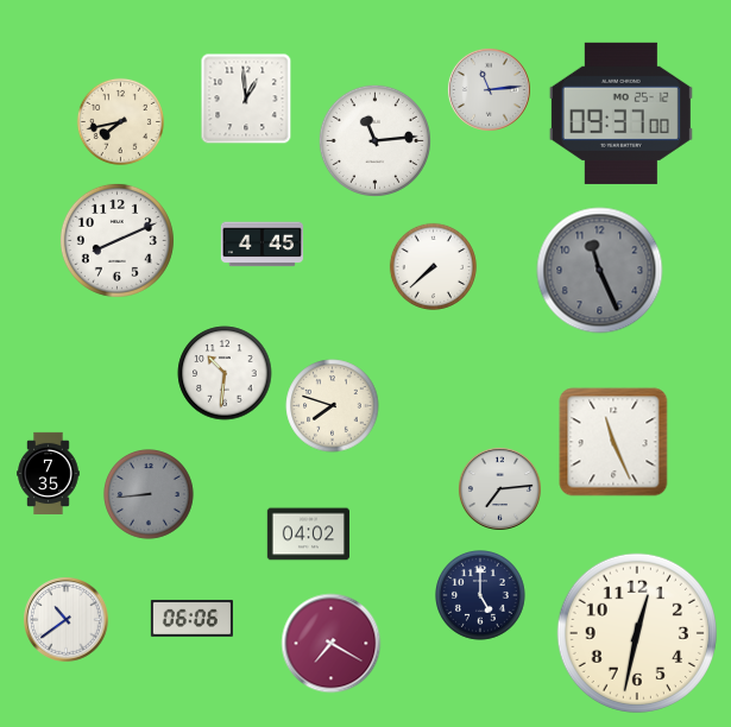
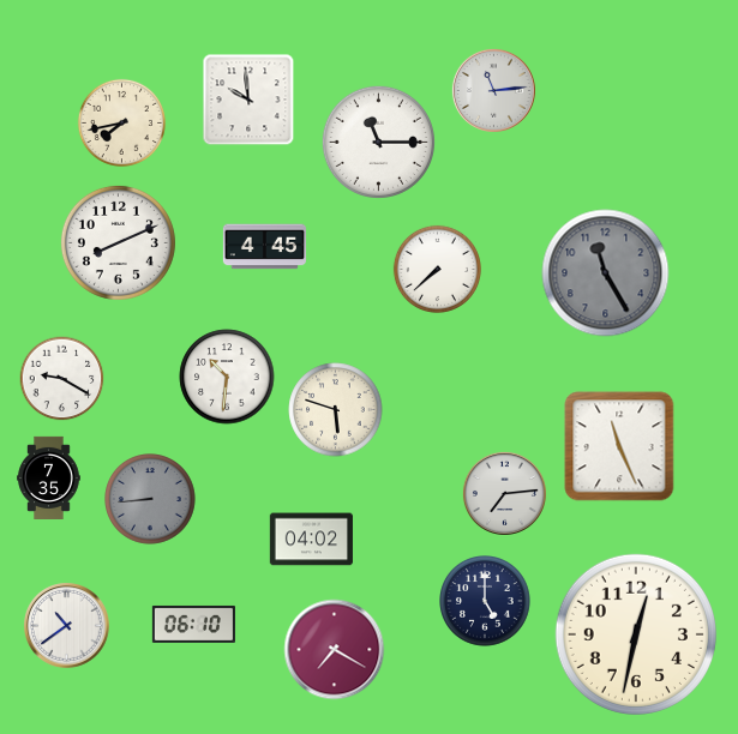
clock at (246, 99): 12:59 -> 9:59
clock at (620, 113): 09:37 -> none
clock at (374, 140): 11:14 -> 11:15
clock at (600, 271): 11:26 -> 11:25
clock at (62, 379): none -> 9:20
clock at (333, 406): 7:48 -> 5:48
clock at (191, 618): 06:06 -> 06:10
clock at (637, 633) position: (637, 633) -> (636, 634)
